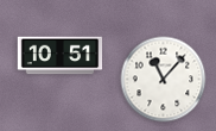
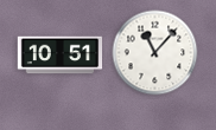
clock at (164, 80) position: (164, 80) -> (155, 53)
